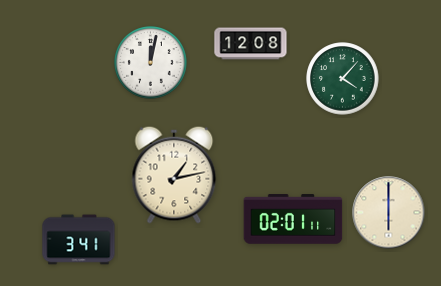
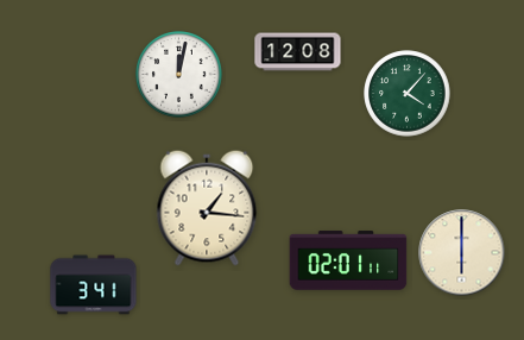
clock at (174, 175): 1:13 -> 1:16
